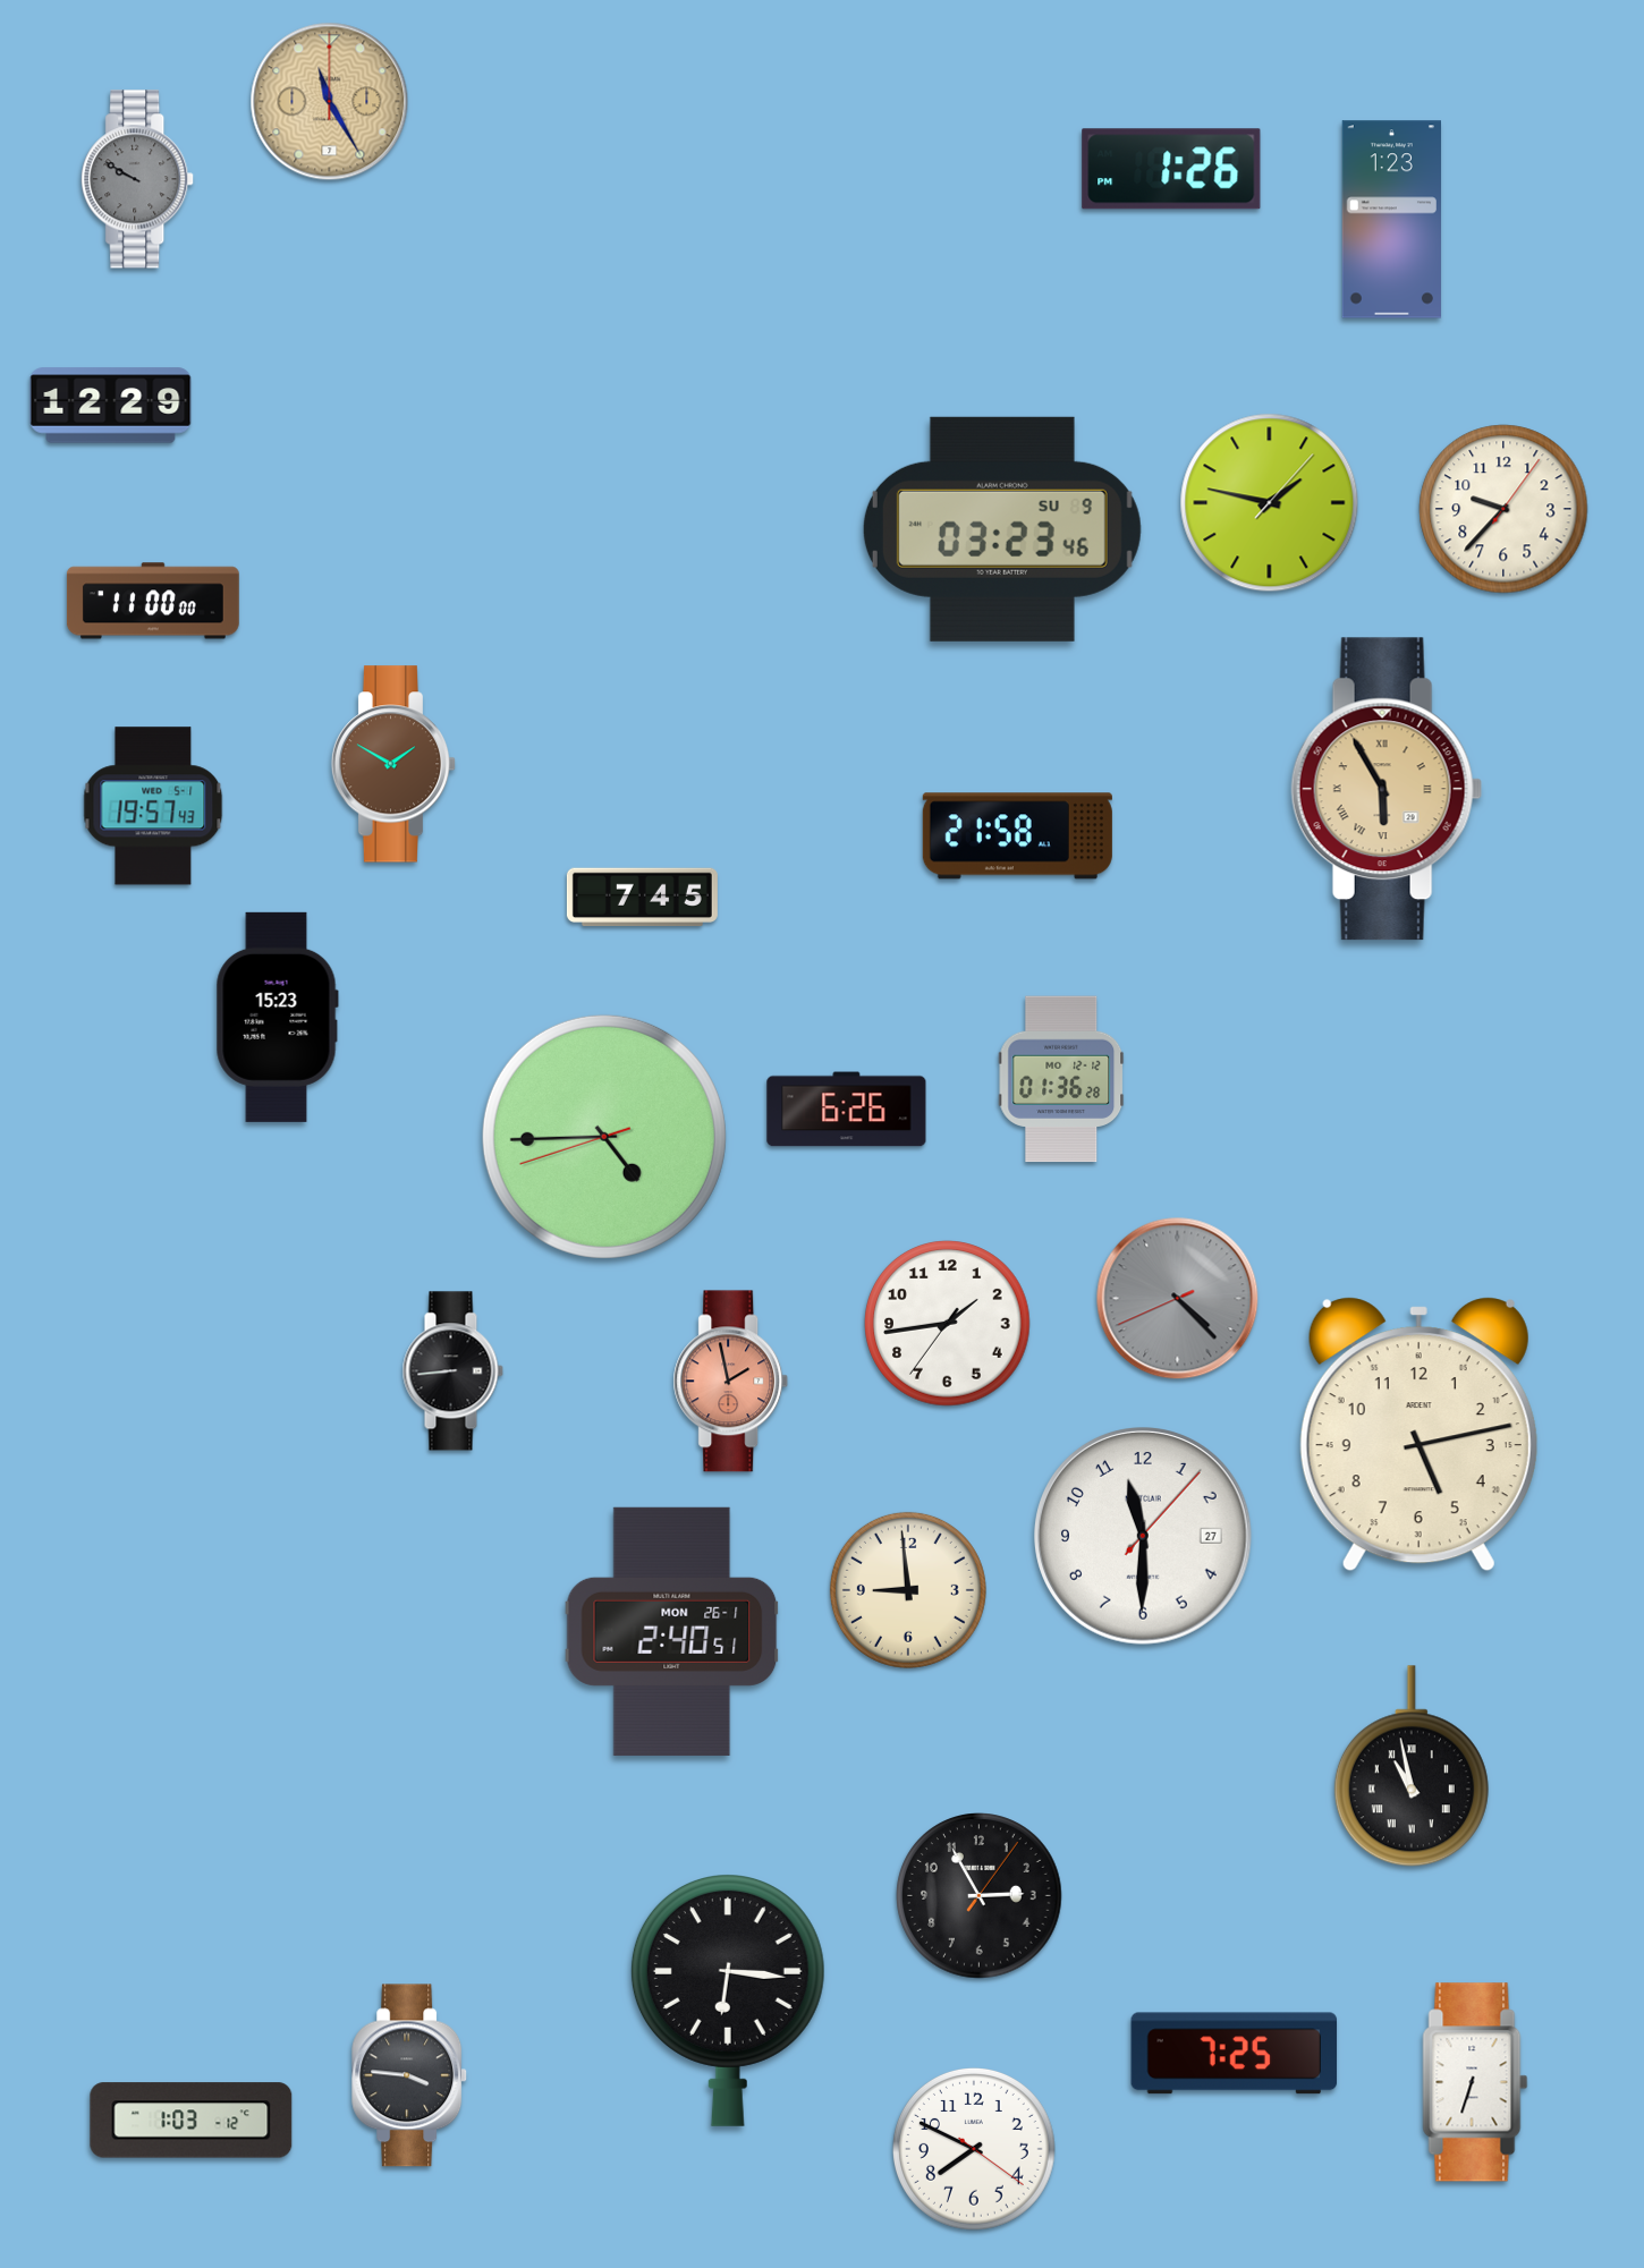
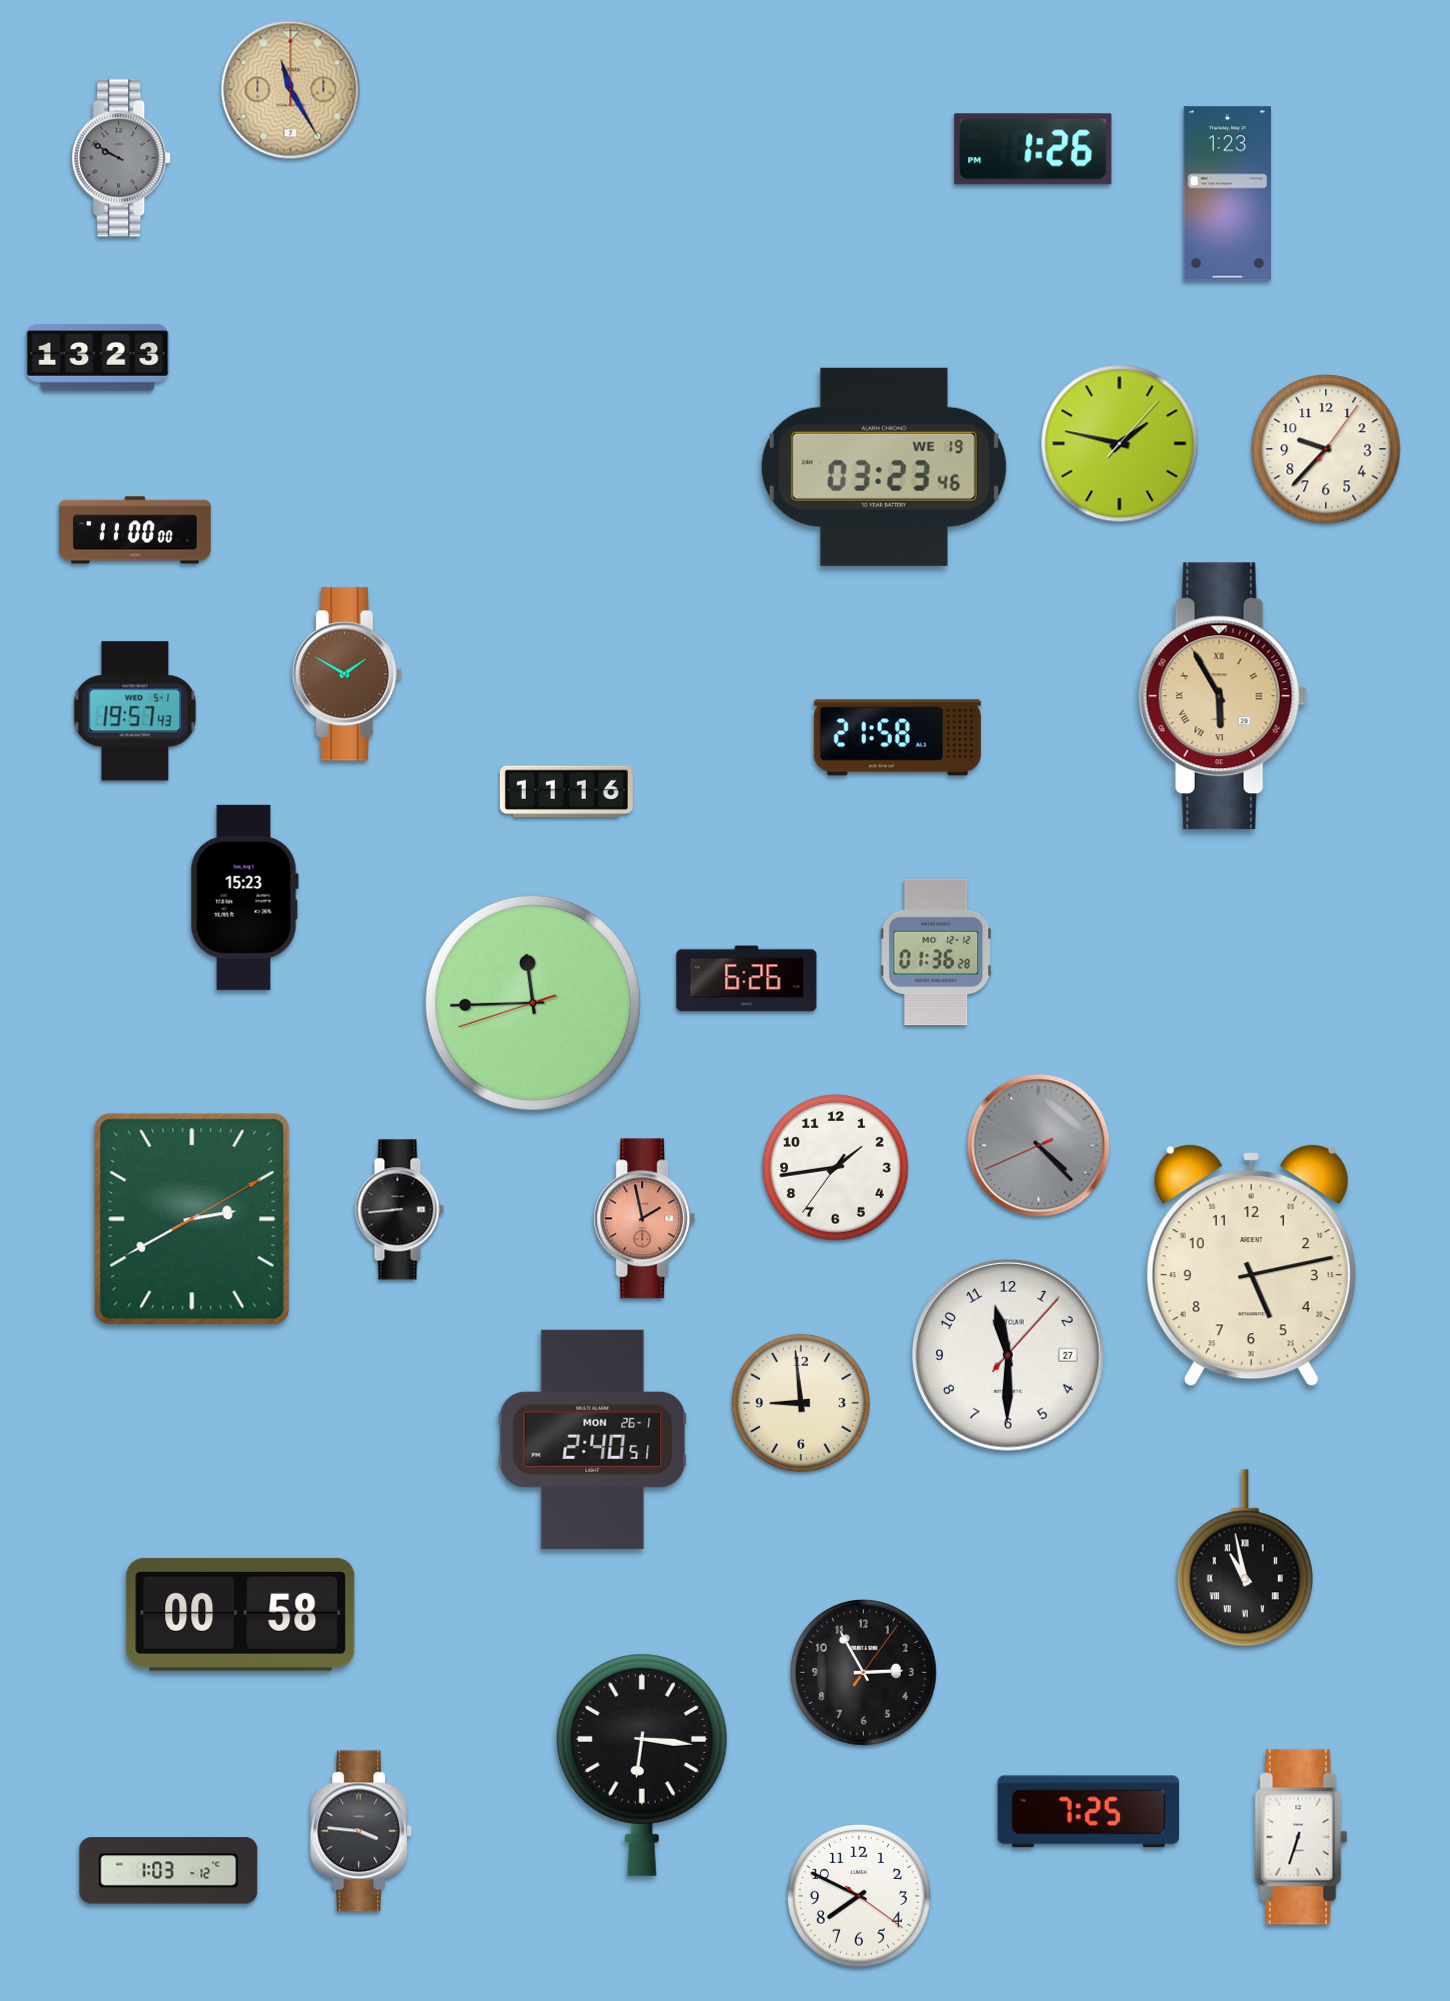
clock at (111, 406): 12:29 -> 13:23
clock at (1002, 529) date: SU 9 -> WE 19
clock at (642, 898): 7:45 -> 11:16
clock at (604, 1137): 4:44 -> 11:44
clock at (192, 1219): none -> 2:40
clock at (241, 1614): none -> 00:58
